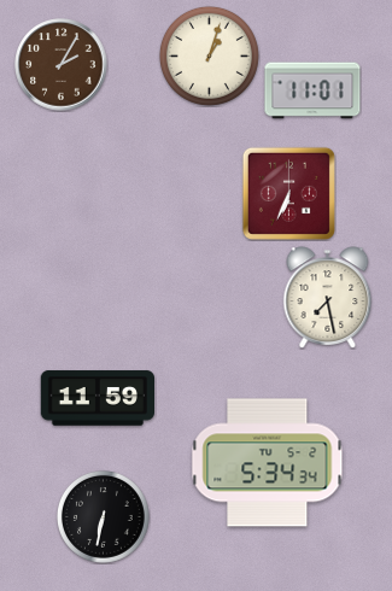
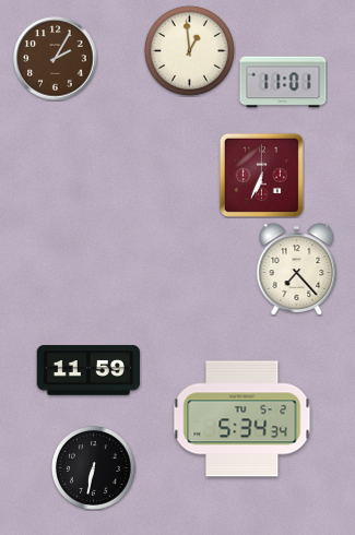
clock at (209, 55): 1:03 -> 12:59
clock at (328, 298): 7:28 -> 7:23
clock at (96, 398) position: (96, 398) -> (87, 370)
